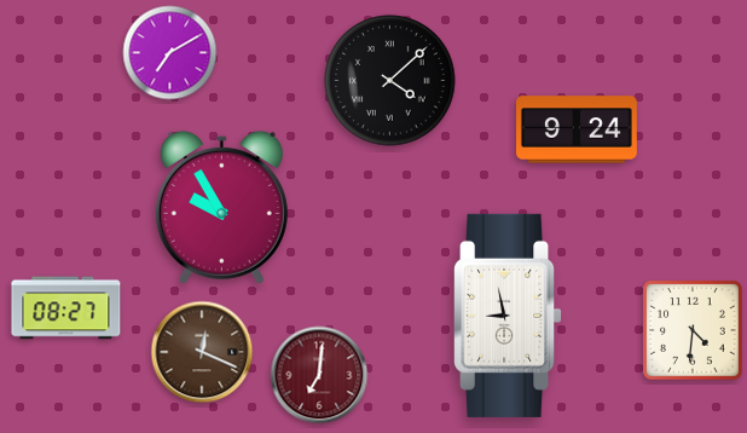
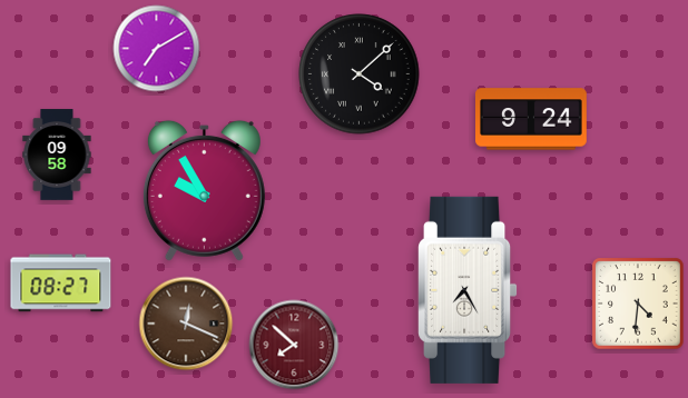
clock at (57, 155): none -> 09:58
clock at (508, 316): 8:58 -> 7:25
clock at (319, 375): 7:01 -> 7:52
